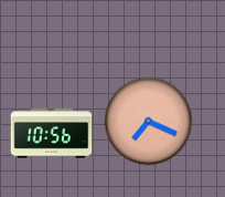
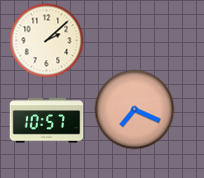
clock at (47, 41): none -> 2:08
clock at (52, 134): 10:56 -> 10:57
